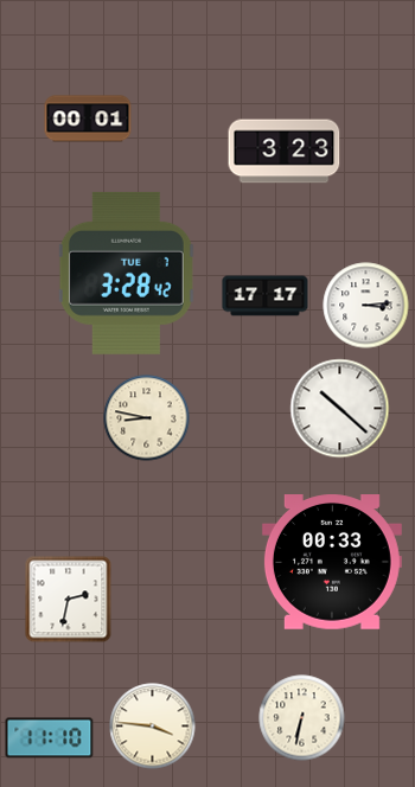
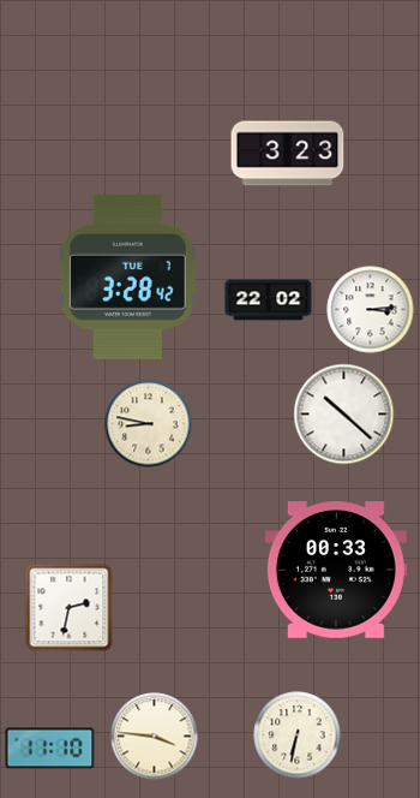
clock at (88, 119): 00:01 -> none
clock at (266, 296): 17:17 -> 22:02
clock at (302, 718) position: (302, 718) -> (298, 736)
